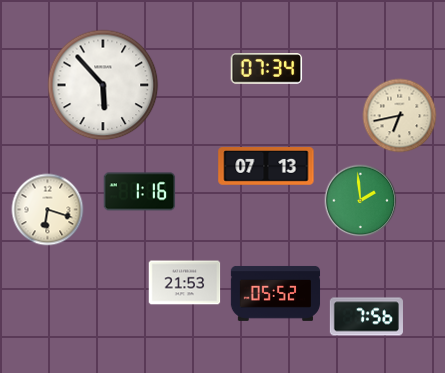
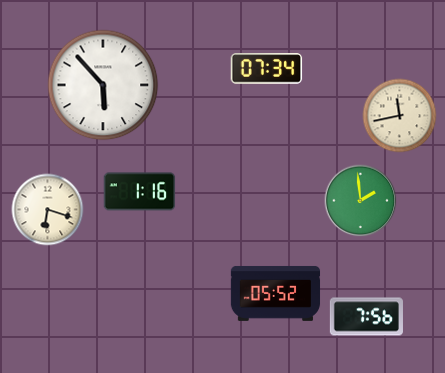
clock at (400, 116): 6:43 -> 11:43
clock at (266, 167): 07:13 -> none
clock at (185, 283): 21:53 -> none
